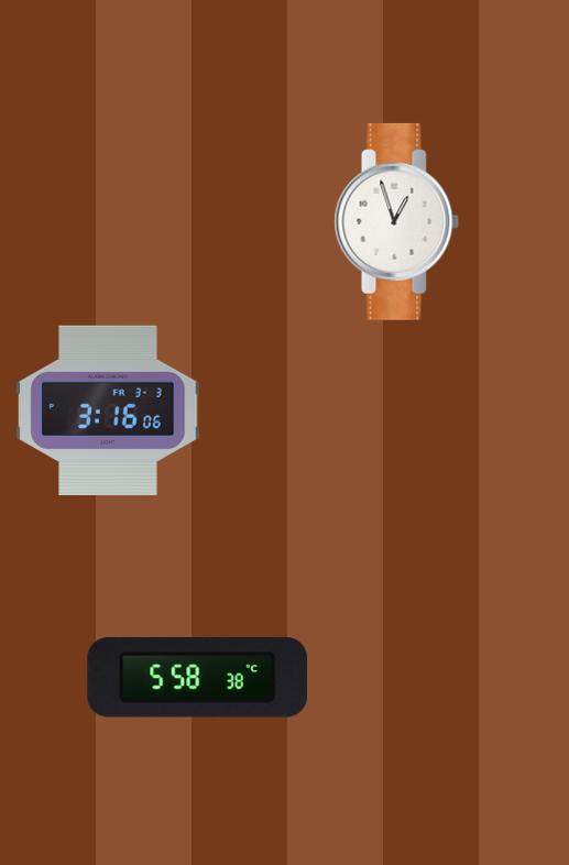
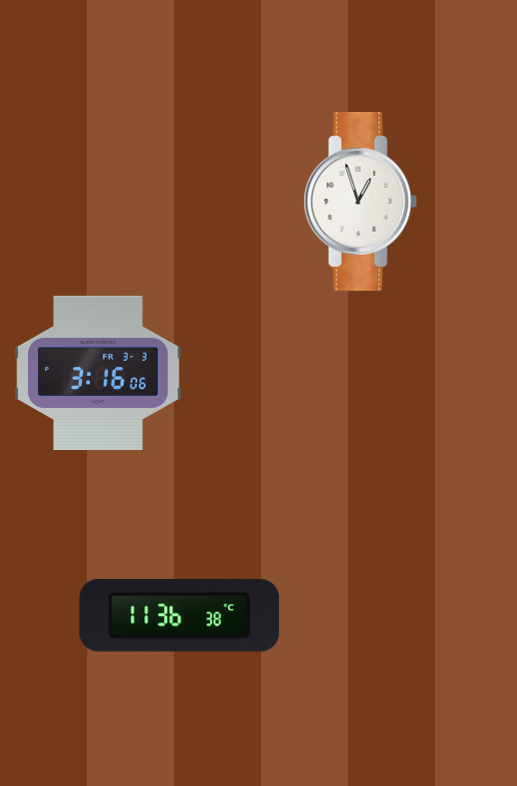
clock at (198, 677): 5:58 -> 11:36
